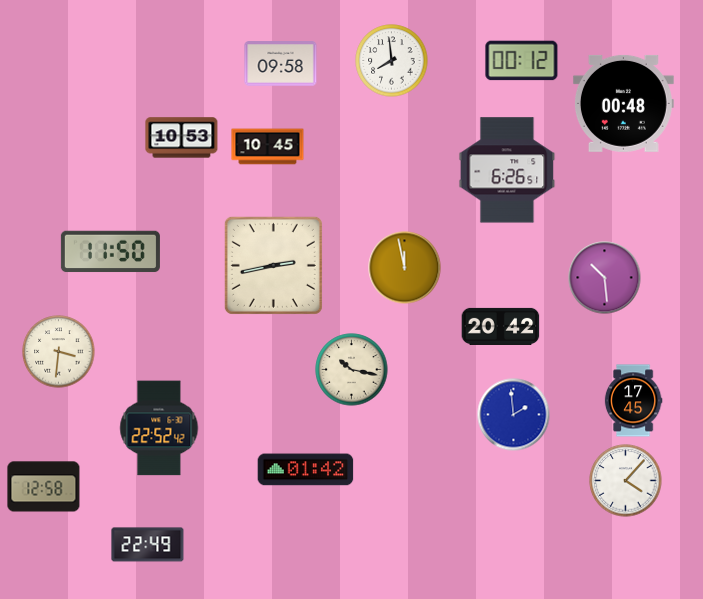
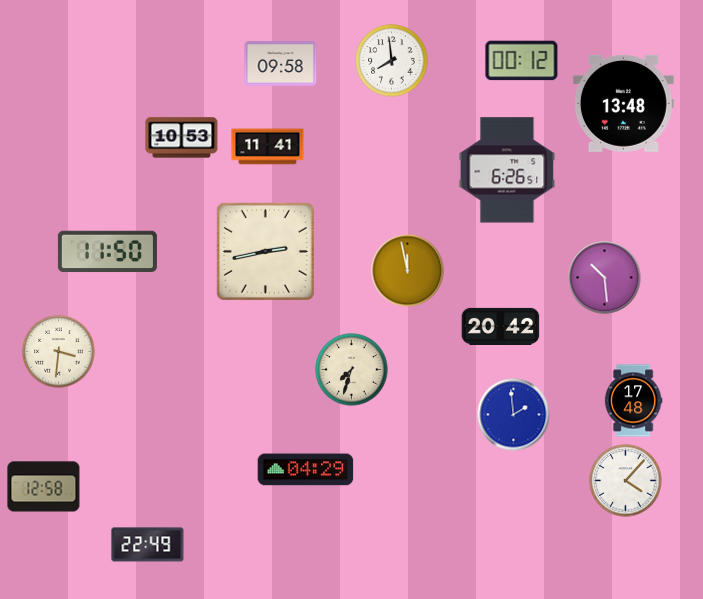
clock at (623, 103): 00:48 -> 13:48
clock at (268, 147): 10:45 -> 11:41
clock at (110, 252) position: (110, 252) -> (107, 252)
clock at (273, 265) position: (273, 265) -> (265, 251)
clock at (405, 268) position: (405, 268) -> (408, 271)
clock at (352, 370): 10:17 -> 7:33
clock at (633, 401): 17:45 -> 17:48
clock at (159, 428): 22:52 -> none
clock at (306, 470): 01:42 -> 04:29
